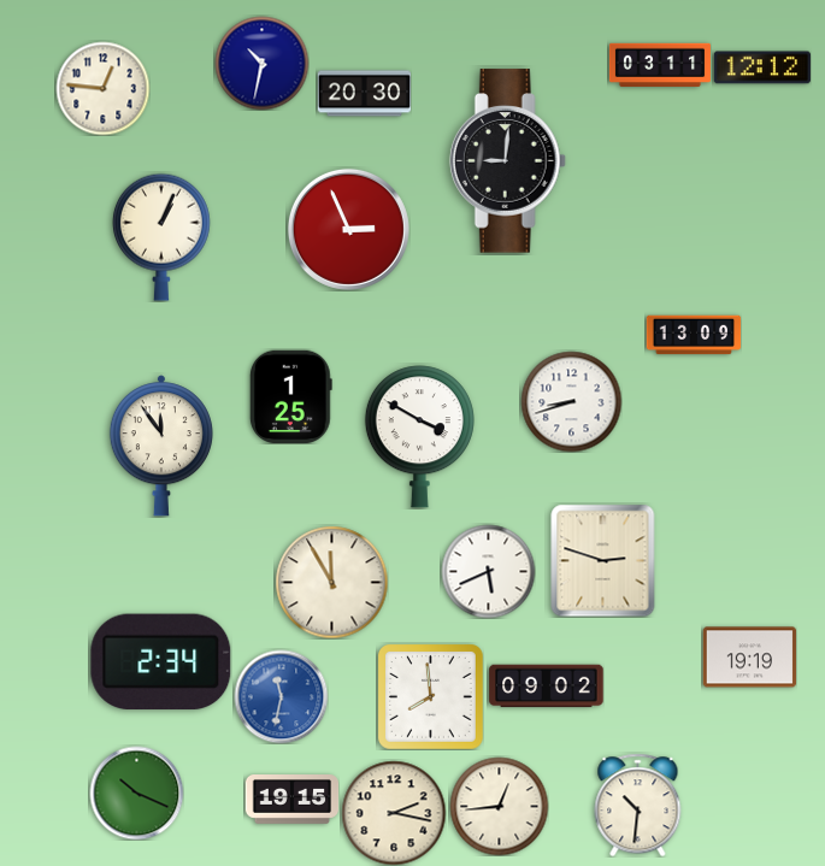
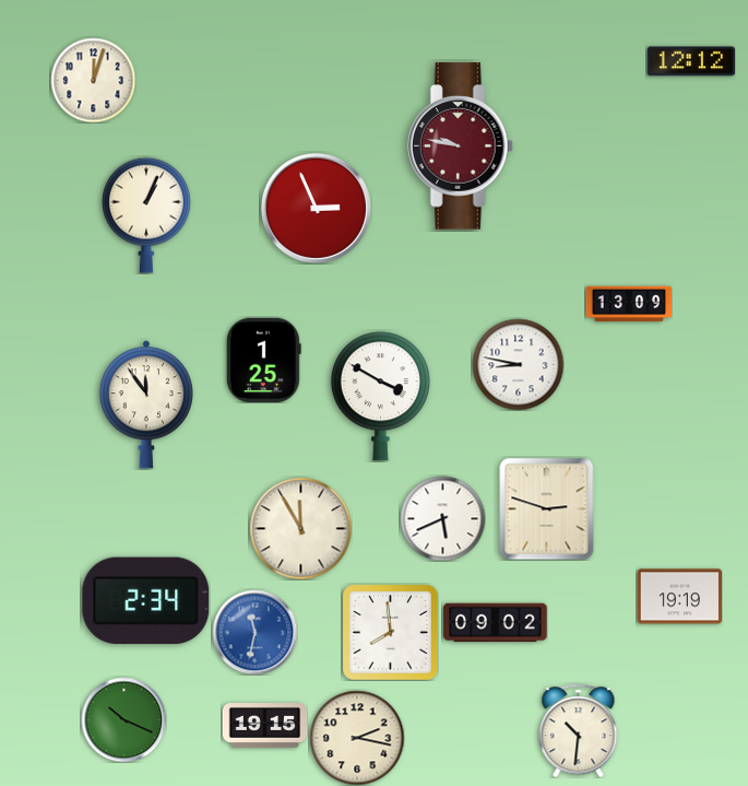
clock at (261, 63): 10:32 -> none
clock at (660, 65): 03:11 -> none
clock at (102, 88): 12:46 -> 12:03
clock at (364, 94): 20:30 -> none
clock at (507, 161): 9:01 -> 9:47
clock at (507, 161) dial: black -> burgundy
clock at (571, 401): 8:42 -> 8:47
clock at (499, 806): 12:44 -> none
